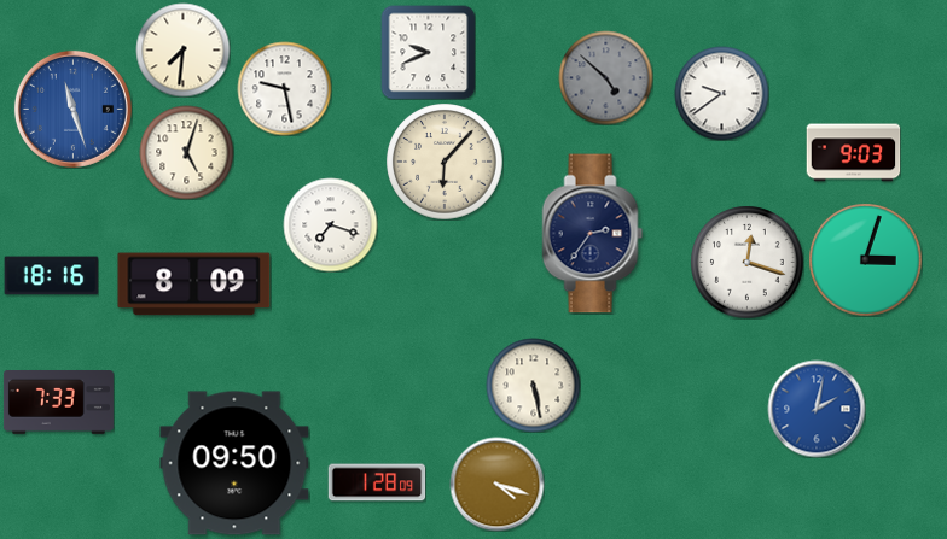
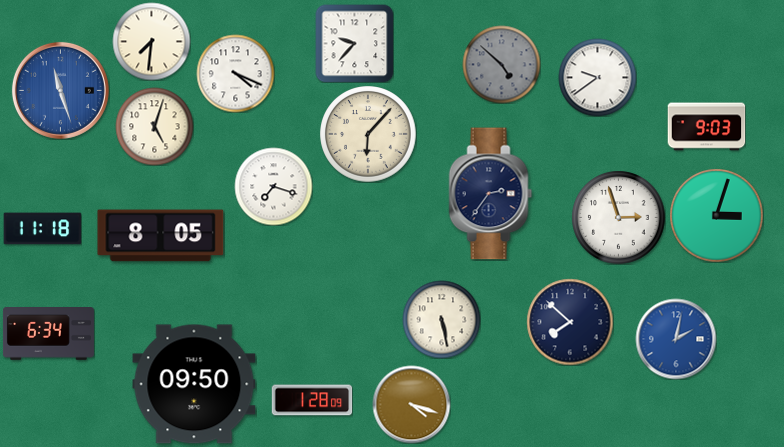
clock at (428, 52): 9:41 -> 9:37
clock at (284, 88): 9:28 -> 4:19
clock at (746, 262): 12:18 -> 2:57
clock at (51, 276): 18:16 -> 11:18
clock at (194, 285): 8:09 -> 8:05
clock at (570, 322): none -> 7:52
clock at (58, 403): 7:33 -> 6:34
clock at (496, 484) position: (496, 484) -> (411, 404)
